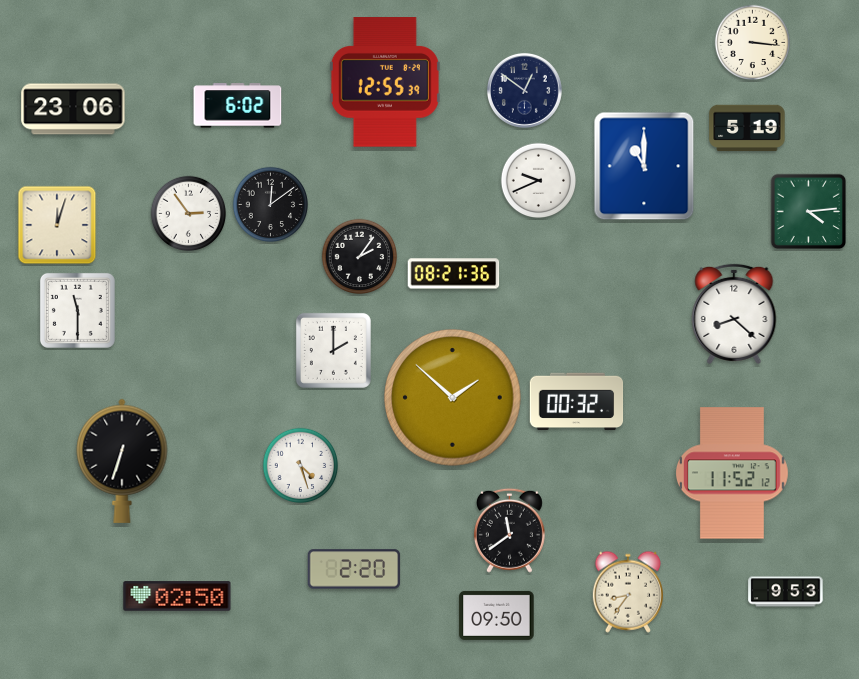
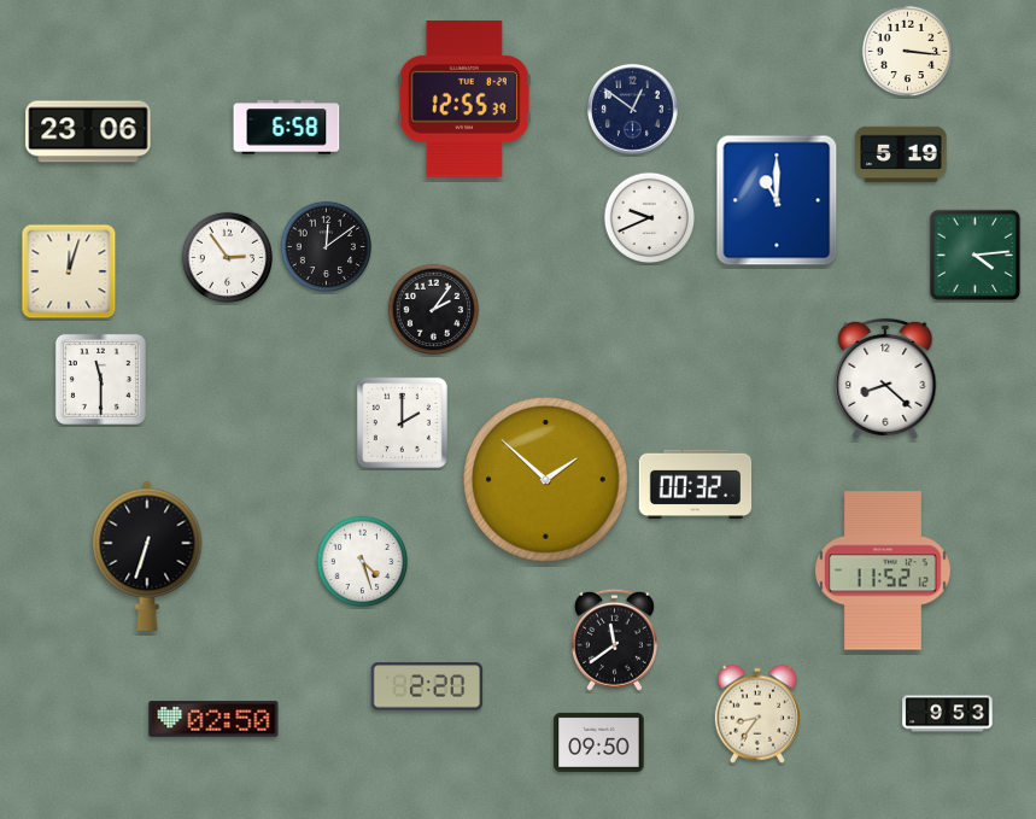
clock at (238, 106): 6:02 -> 6:58
clock at (454, 274): 08:21 -> none
clock at (77, 310) position: (77, 310) -> (100, 379)
